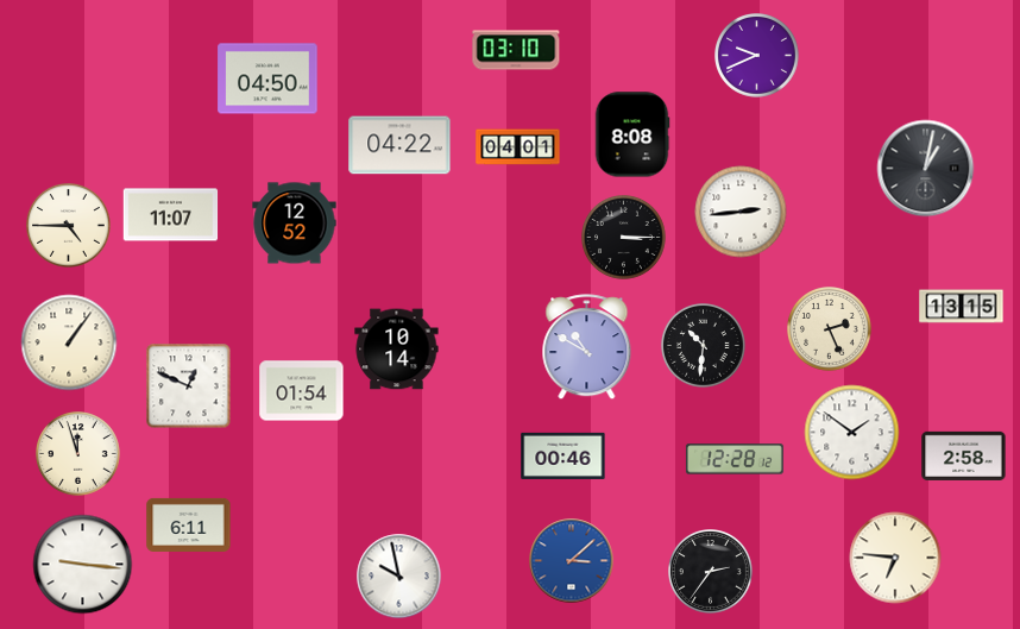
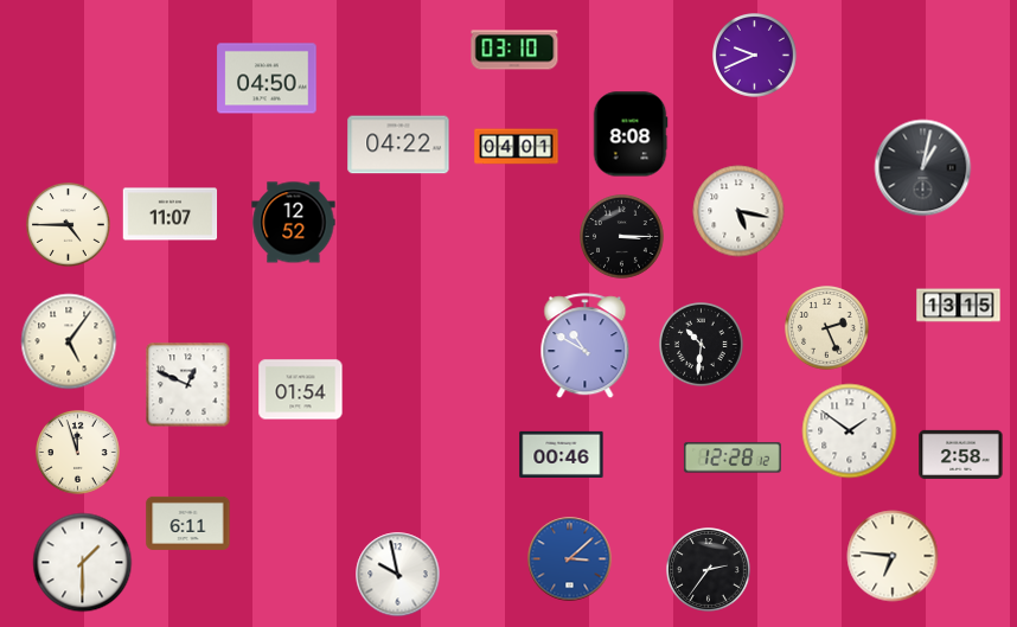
clock at (741, 212): 2:44 -> 5:17
clock at (69, 342): 1:06 -> 5:06
clock at (397, 350): 10:14 -> none
clock at (83, 565): 9:16 -> 1:30
